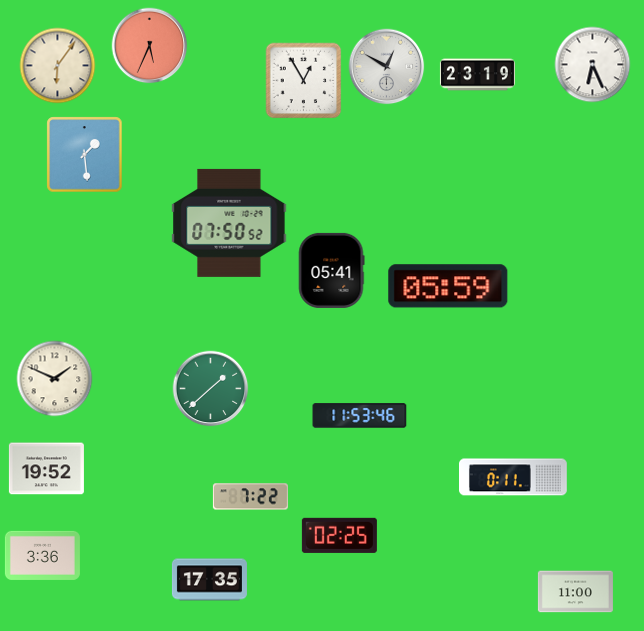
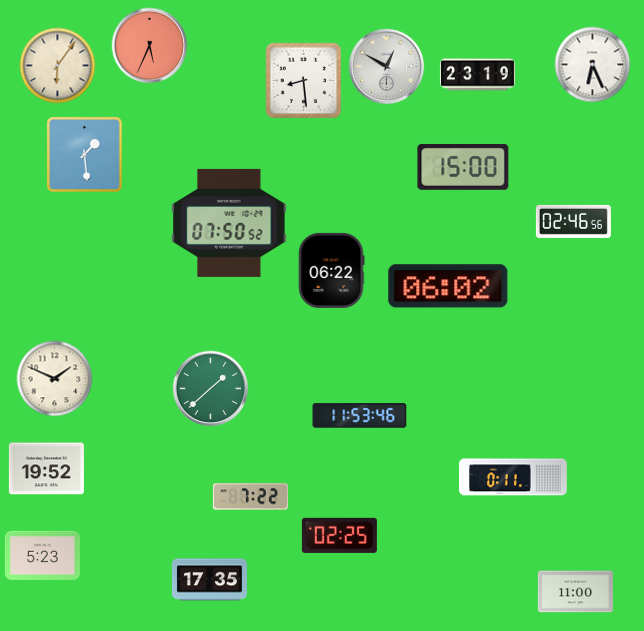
clock at (304, 81): 12:55 -> 8:29
clock at (463, 167): none -> 15:00
clock at (573, 221): none -> 02:46
clock at (331, 270): 05:41 -> 06:22
clock at (448, 286): 05:59 -> 06:02
clock at (42, 555): 3:36 -> 5:23
